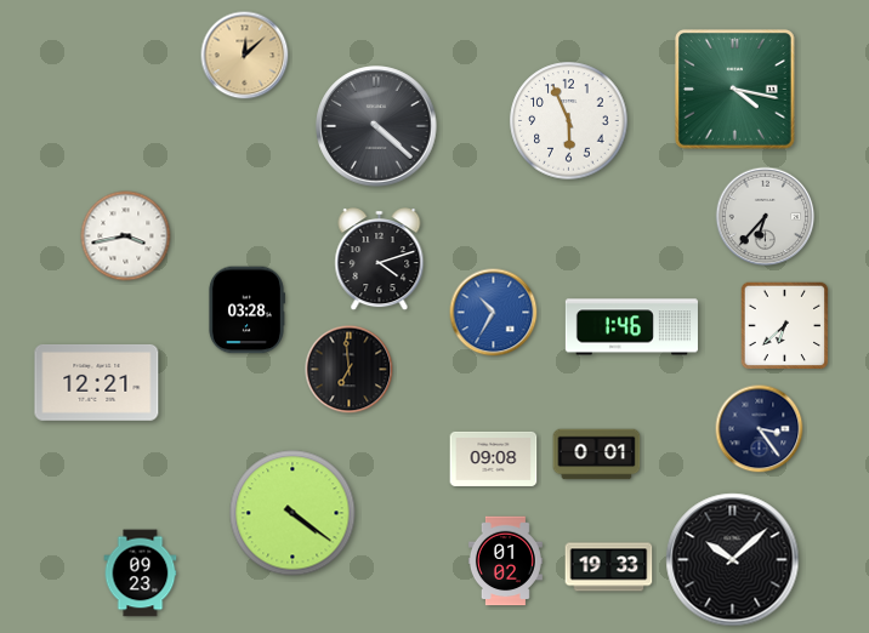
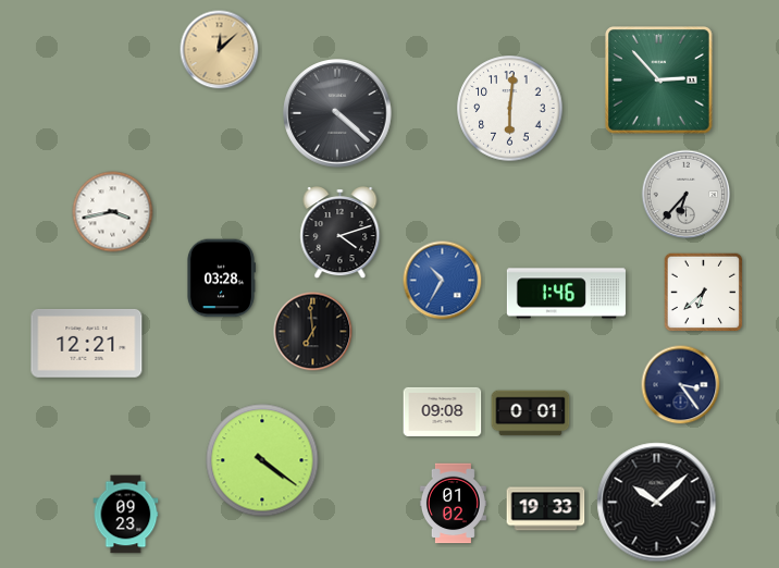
clock at (735, 90): 4:17 -> 2:53
clock at (569, 121): 5:56 -> 6:01
clock at (597, 455) position: (597, 455) -> (531, 413)
